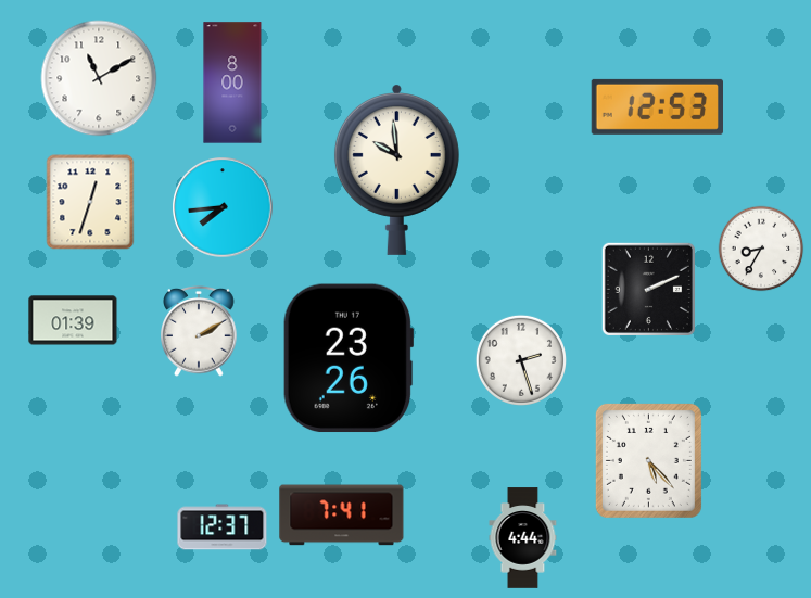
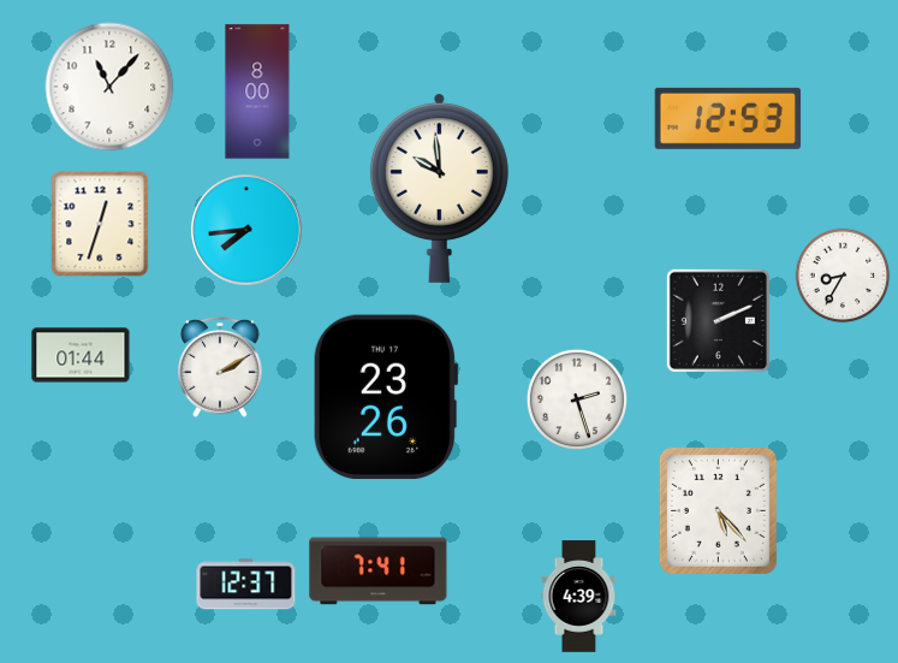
clock at (99, 78): 11:10 -> 11:07
clock at (73, 320): 01:39 -> 01:44
clock at (523, 538): 4:44 -> 4:39
